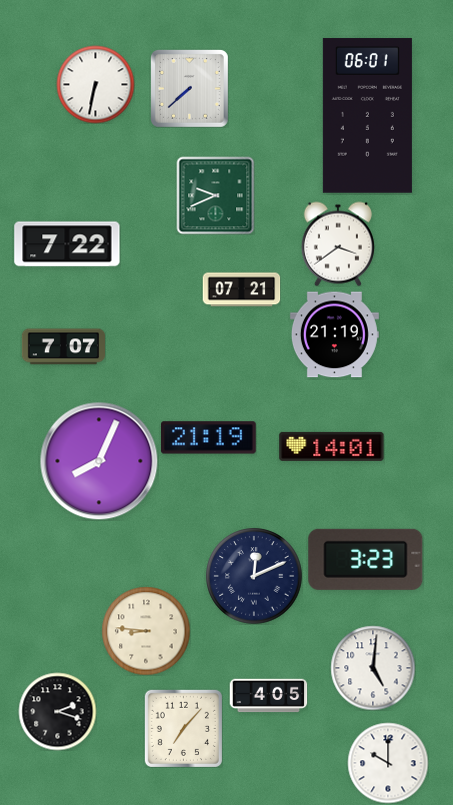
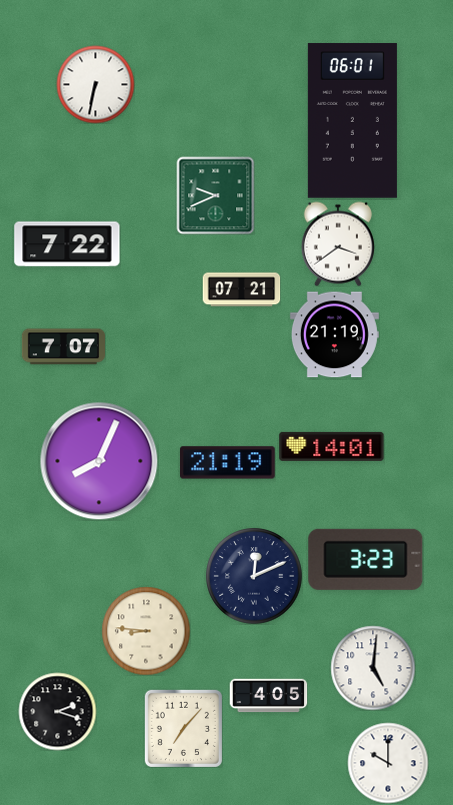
clock at (190, 89): 7:38 -> none
clock at (367, 116) position: (367, 116) -> (352, 121)
clock at (209, 438) position: (209, 438) -> (228, 463)
